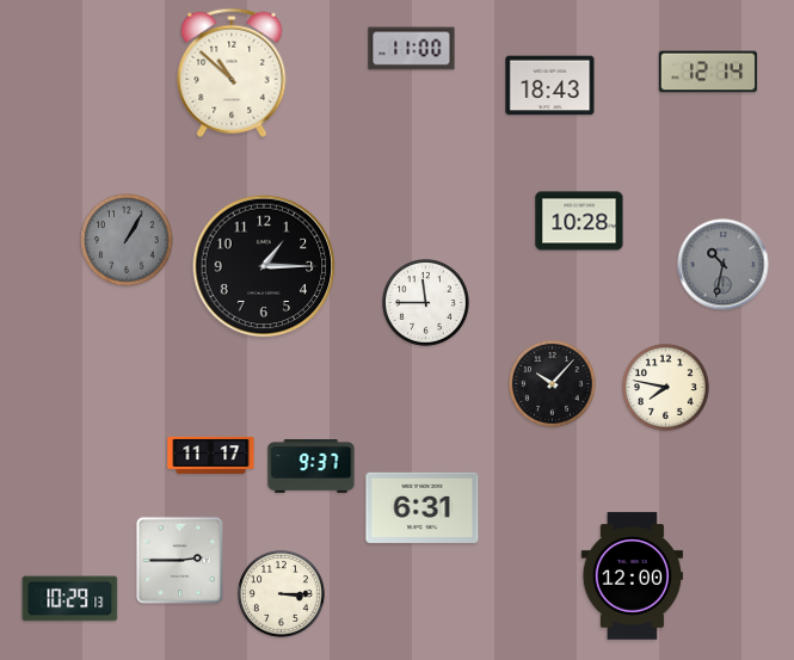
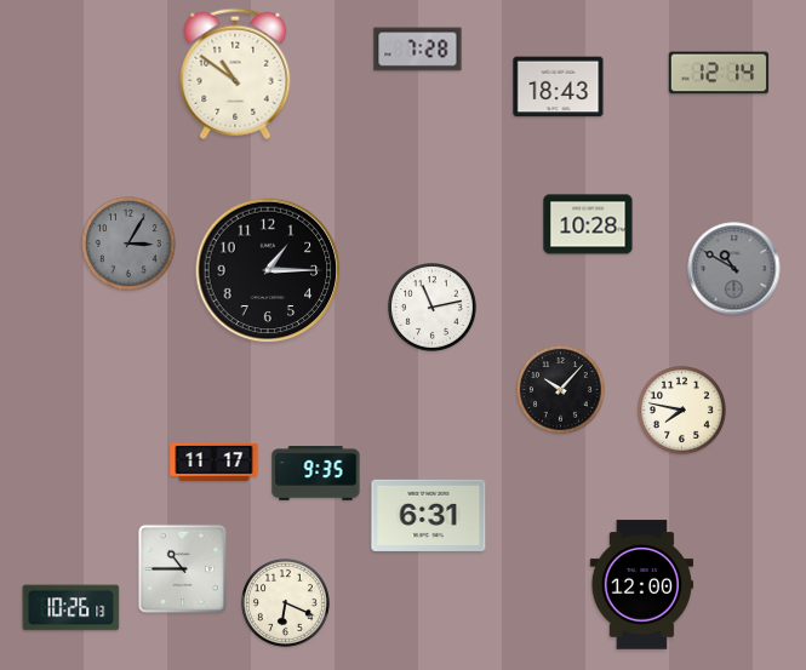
clock at (412, 49): 11:00 -> 7:28
clock at (232, 73): 10:52 -> 10:51
clock at (127, 240): 1:05 -> 3:05
clock at (724, 265): 10:32 -> 10:50
clock at (426, 303): 11:45 -> 11:13
clock at (666, 388) position: (666, 388) -> (682, 411)
clock at (312, 467): 9:37 -> 9:35
clock at (179, 560): 2:45 -> 10:45
clock at (282, 594): 3:15 -> 6:19
clock at (70, 599): 10:29 -> 10:26
